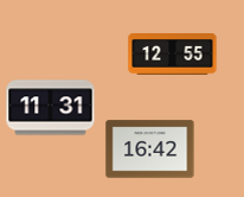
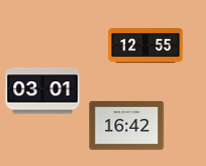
clock at (51, 108): 11:31 -> 03:01
